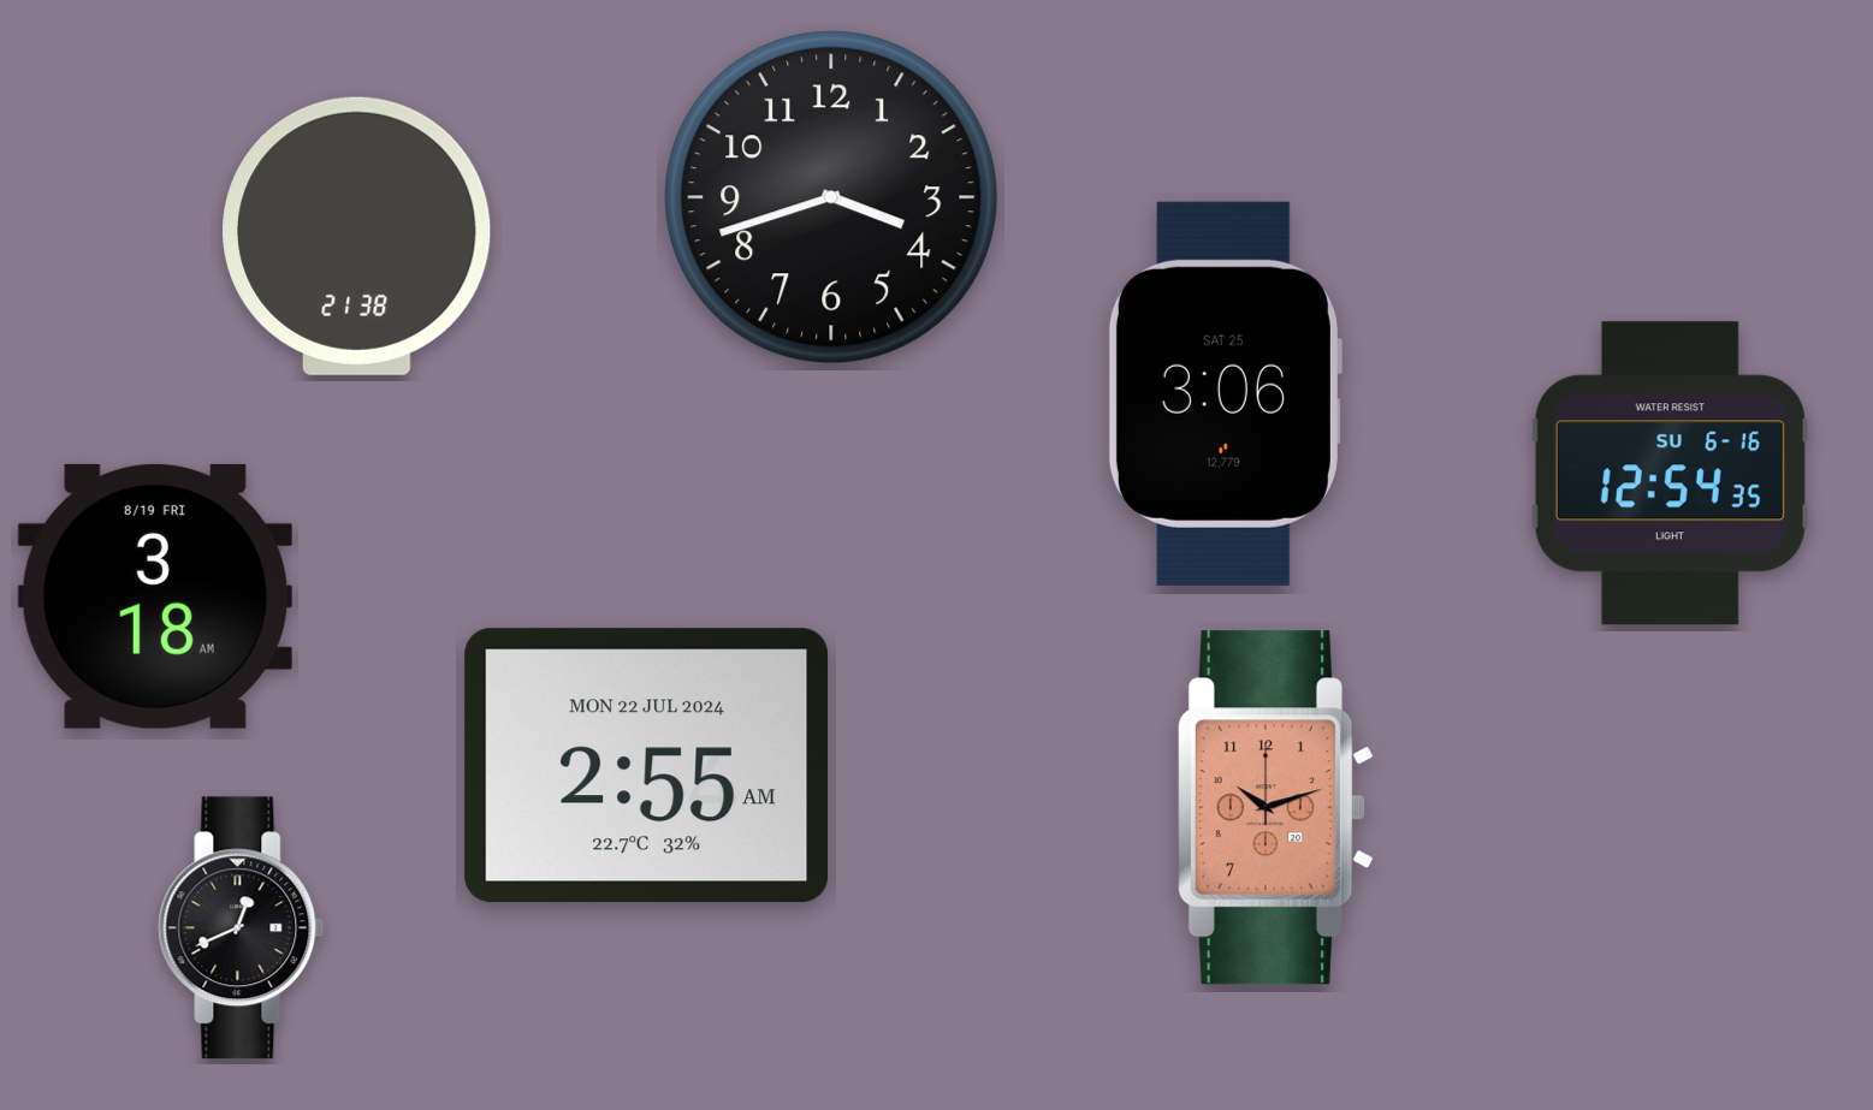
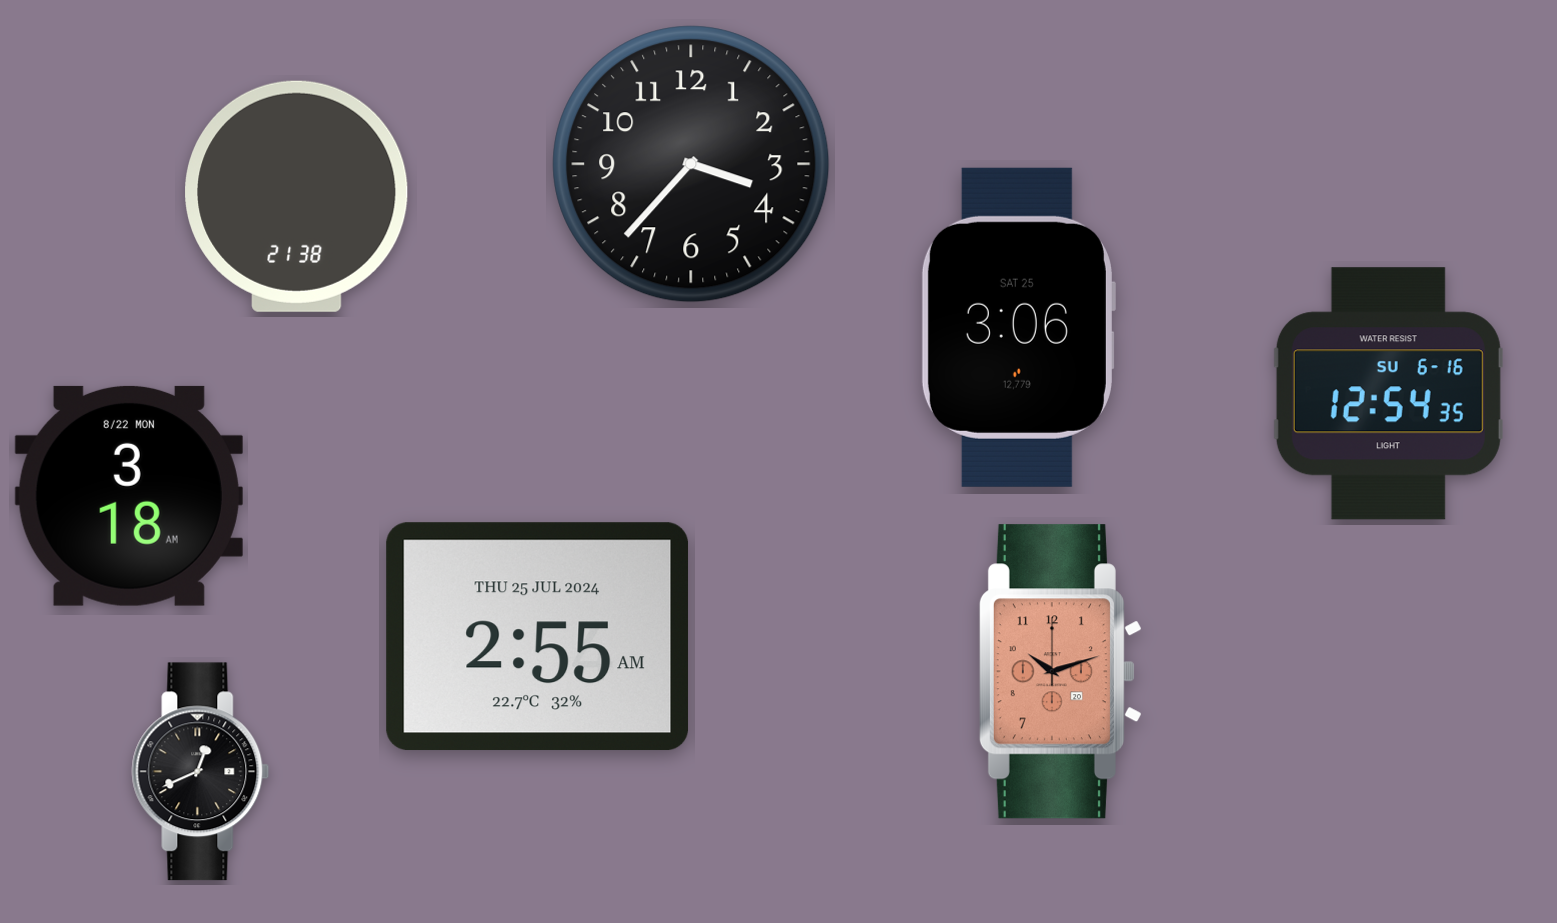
clock at (831, 197): 3:42 -> 3:37
clock at (155, 596) date: 8/19 FRI -> 8/22 MON
clock at (647, 766) date: MON 22 JUL 2024 -> THU 25 JUL 2024
